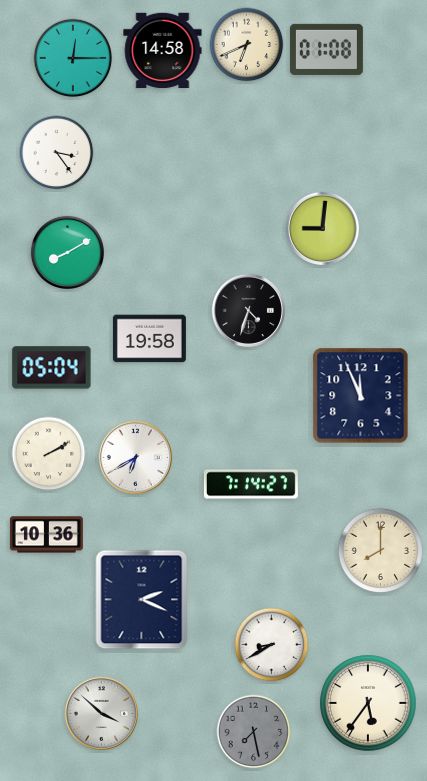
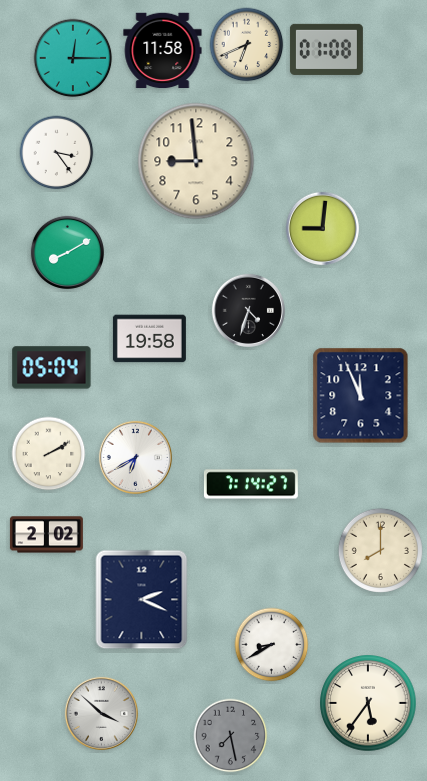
clock at (163, 51): 14:58 -> 11:58
clock at (196, 161): none -> 8:59
clock at (46, 535): 10:36 -> 2:02
clock at (254, 732) position: (254, 732) -> (231, 736)
